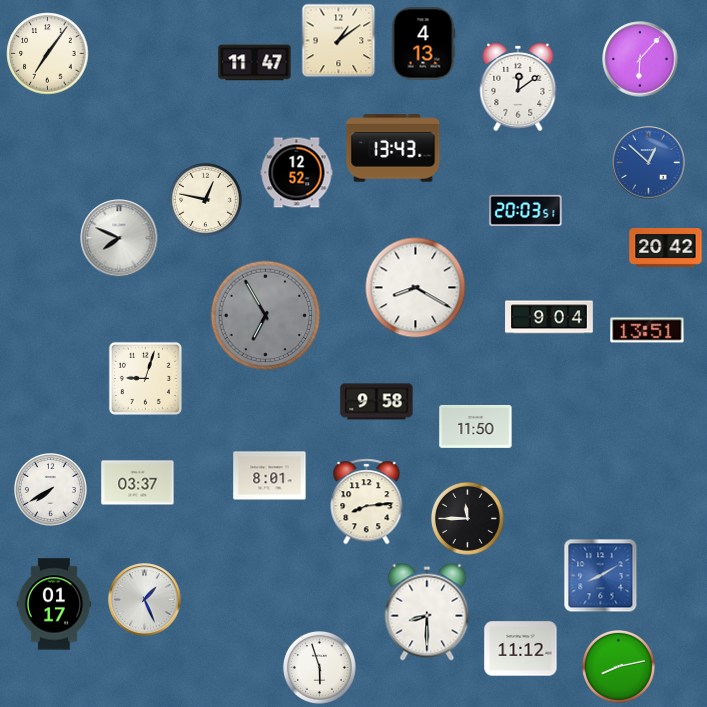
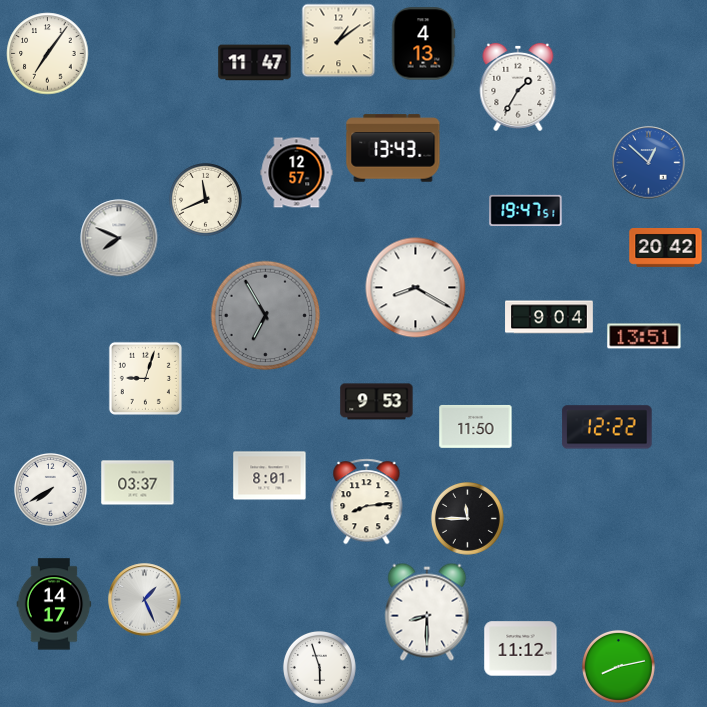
clock at (640, 59): 6:07 -> none
clock at (518, 87): 12:09 -> 1:35
clock at (297, 173): 12:52 -> 12:57
clock at (205, 199): 12:47 -> 11:41
clock at (526, 210): 20:03 -> 19:47
clock at (647, 330) position: (647, 330) -> (644, 336)
clock at (377, 402): 9:58 -> 9:53
clock at (607, 427): none -> 12:22
clock at (601, 576): 8:10 -> none
clock at (54, 604): 01:17 -> 14:17
